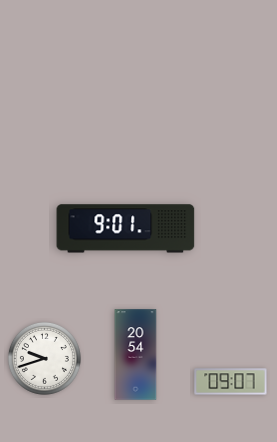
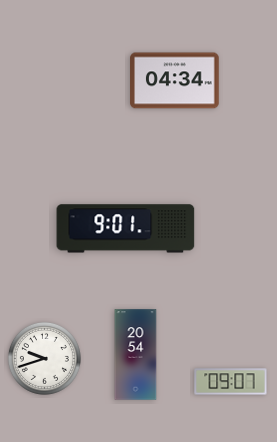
clock at (175, 81): none -> 04:34
